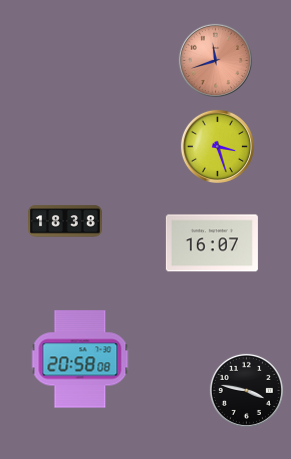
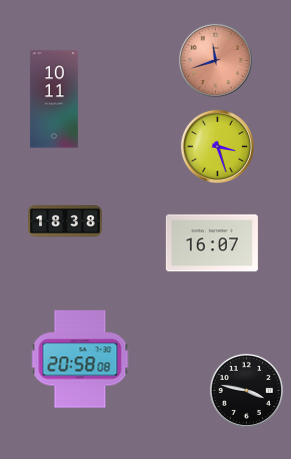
clock at (54, 99): none -> 10:11
